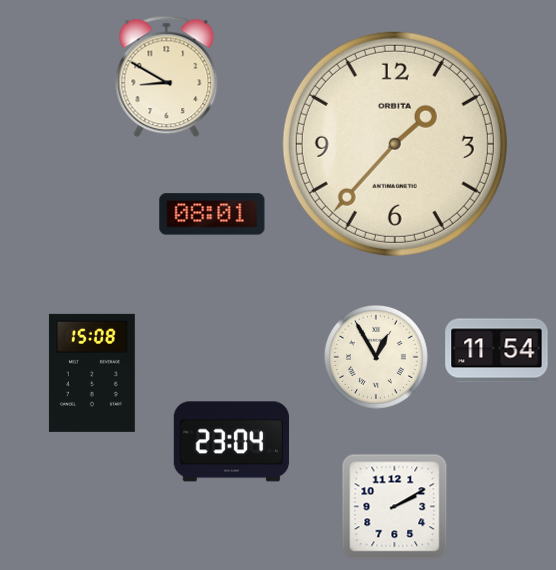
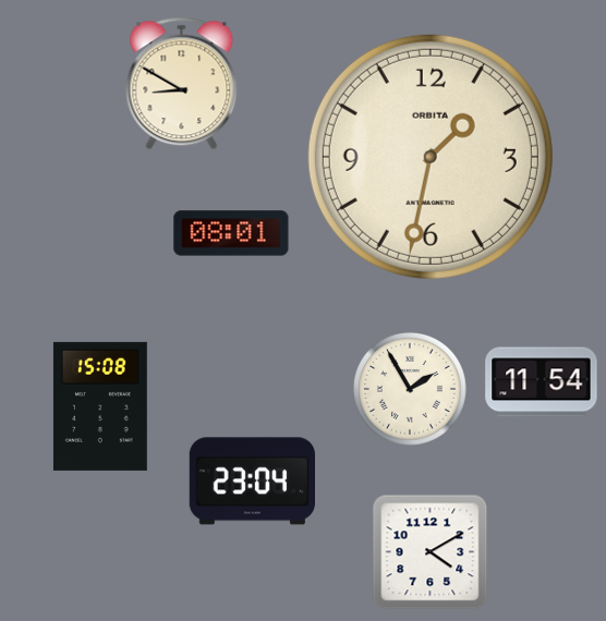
clock at (395, 144): 1:37 -> 1:32
clock at (377, 358): 12:55 -> 1:55
clock at (395, 507): 2:10 -> 4:10
